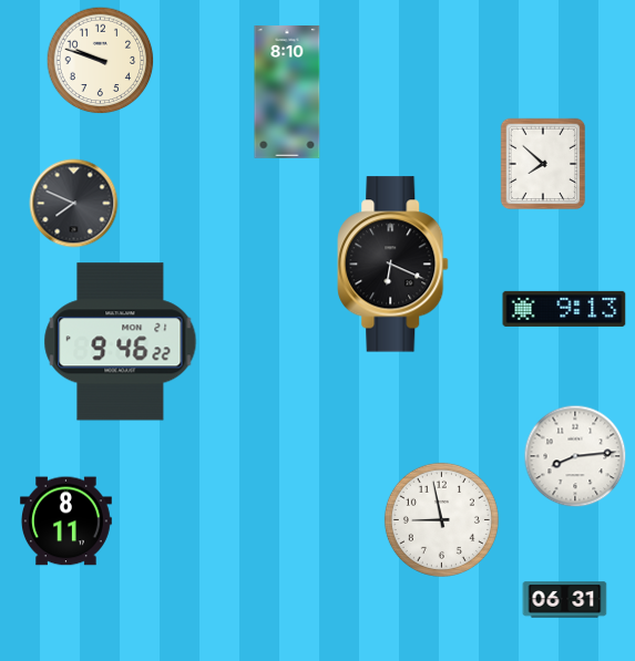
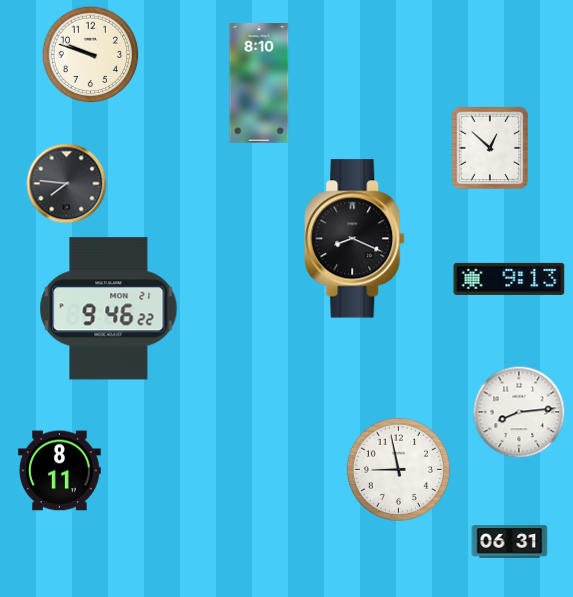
clock at (543, 164): 7:52 -> 12:52
clock at (74, 204): 7:49 -> 7:46
clock at (393, 265): 6:19 -> 8:19
